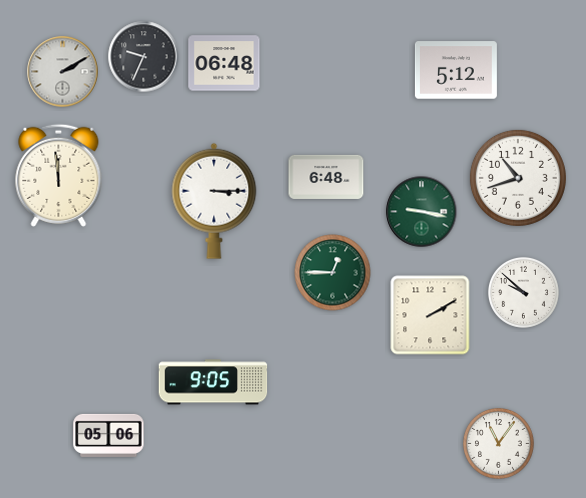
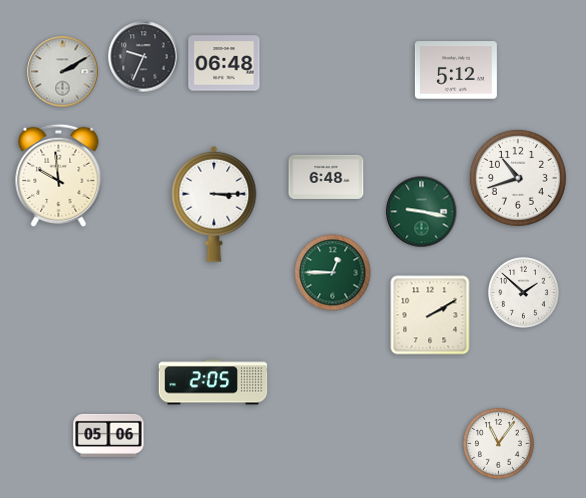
clock at (59, 175): 11:59 -> 9:59
clock at (214, 201) position: (214, 201) -> (214, 204)
clock at (523, 292): 9:52 -> 1:52
clock at (213, 382): 9:05 -> 2:05
